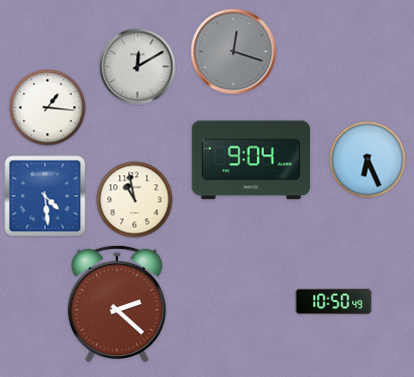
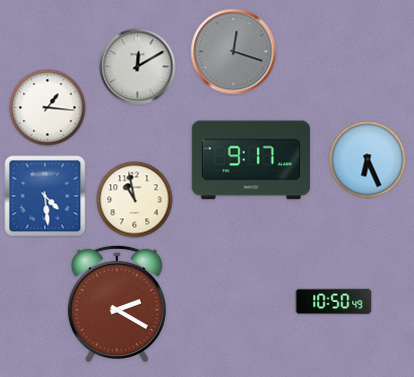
clock at (251, 160): 9:04 -> 9:17
clock at (117, 303): 2:22 -> 2:20
